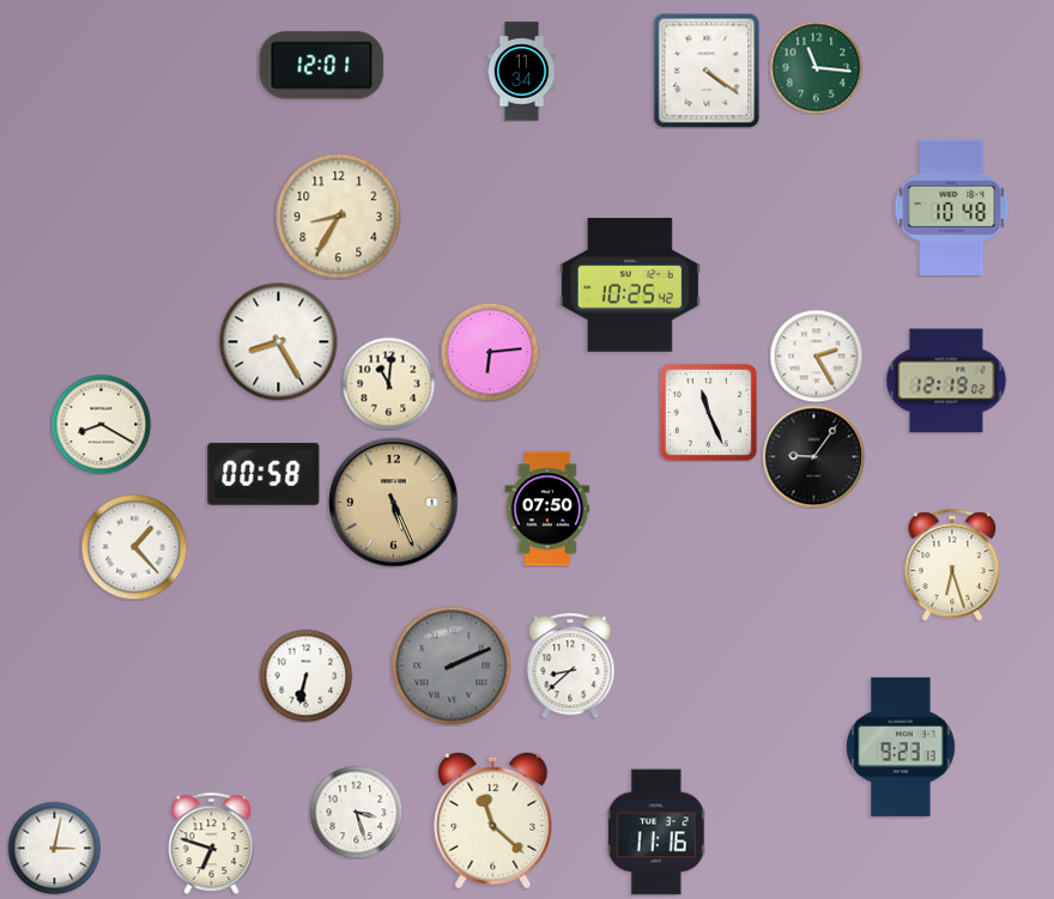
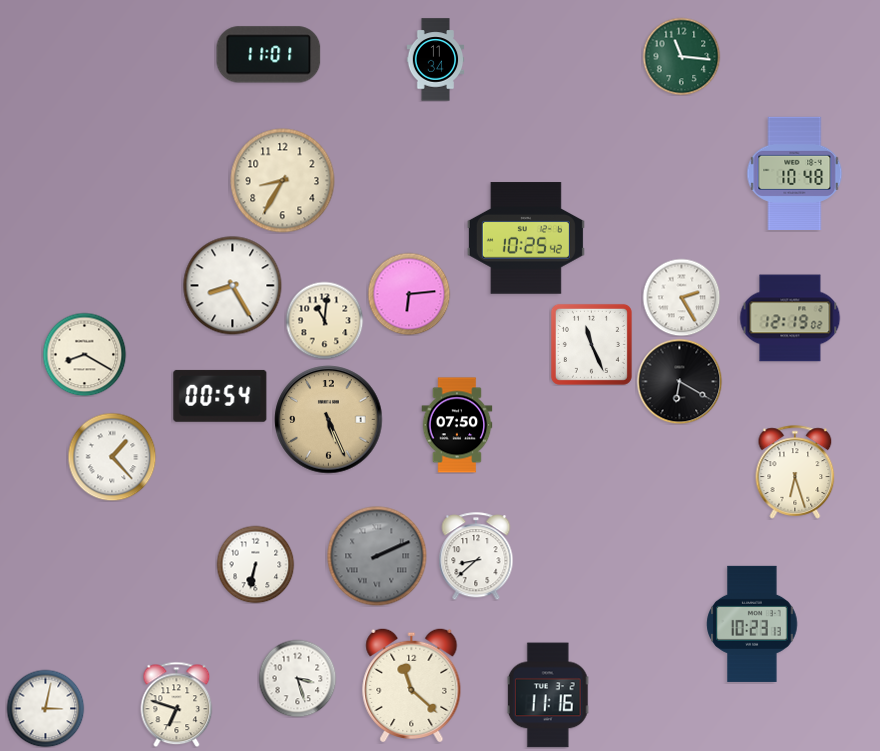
clock at (322, 66): 12:01 -> 11:01
clock at (707, 71): 4:21 -> none
clock at (813, 456): 9:06 -> 6:20
clock at (263, 474): 00:58 -> 00:54
clock at (901, 747): 9:23 -> 10:23
